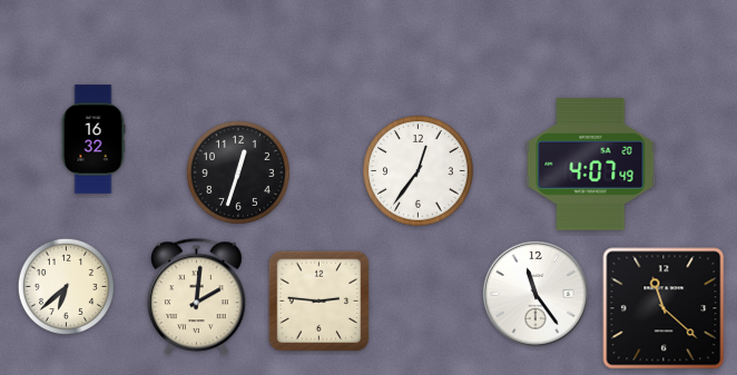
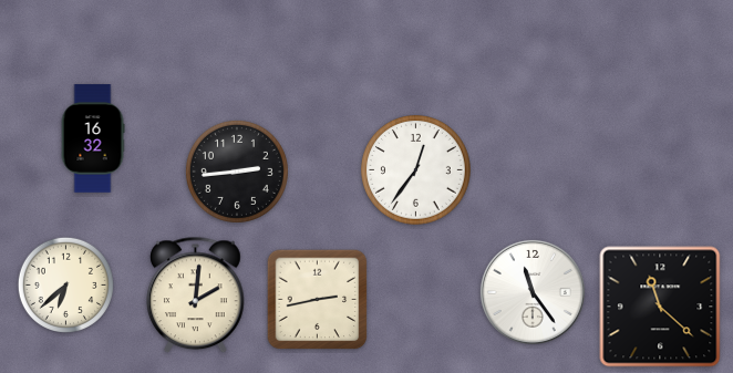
clock at (591, 165): 4:07 -> none
clock at (238, 172): 12:33 -> 2:44
clock at (320, 302): 2:46 -> 2:43
